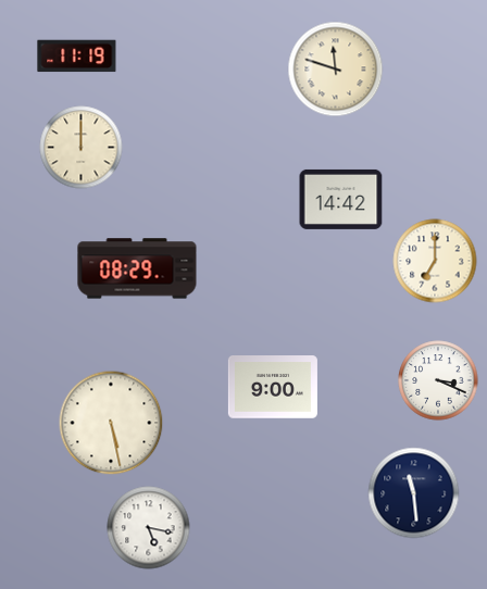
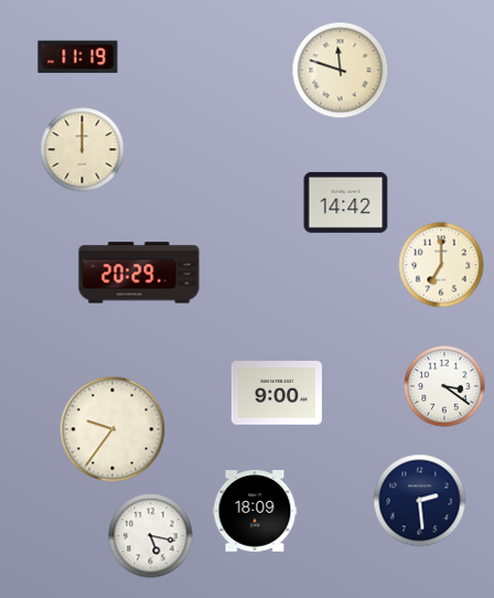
clock at (137, 268): 08:29 -> 20:29
clock at (438, 380): 3:19 -> 3:21
clock at (111, 423): 5:28 -> 9:36
clock at (414, 493): 11:29 -> 2:29
clock at (255, 511): none -> 18:09
